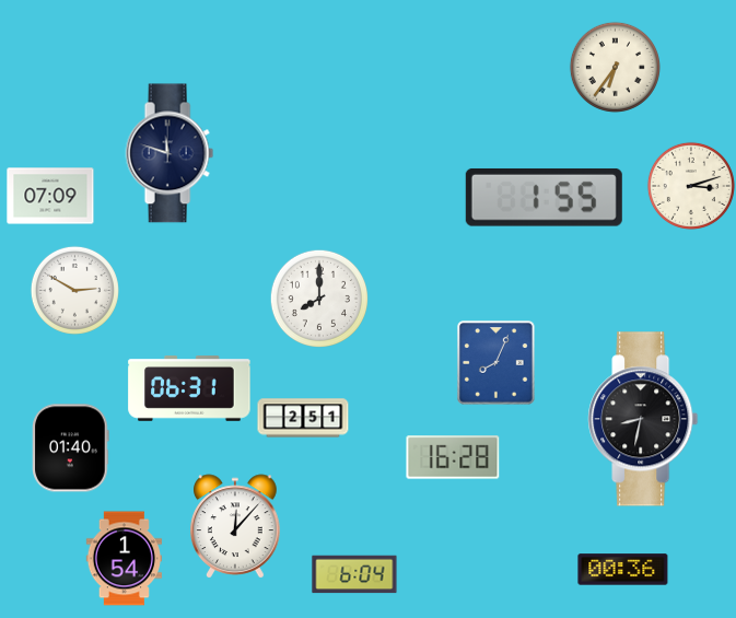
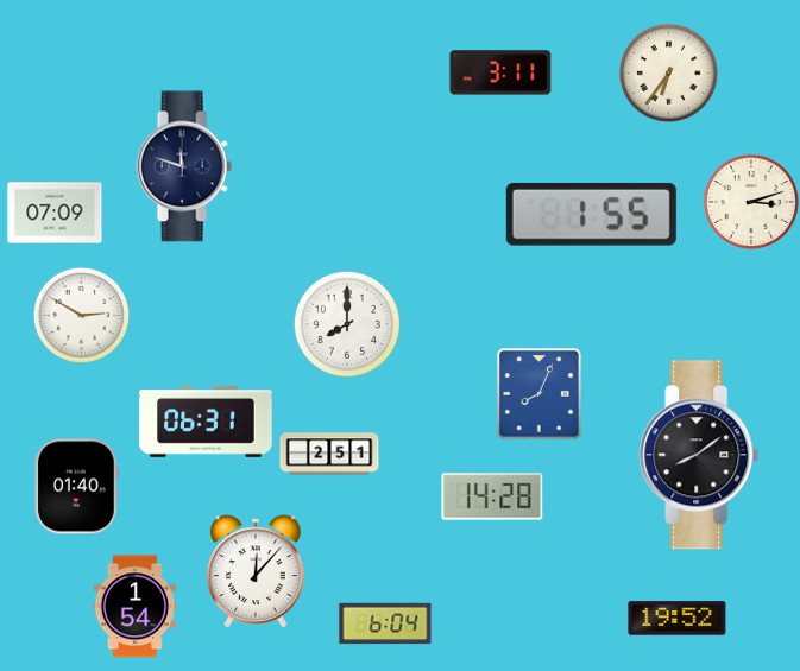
clock at (500, 72): none -> 3:11
clock at (643, 419): 8:32 -> 8:09
clock at (453, 457): 16:28 -> 14:28
clock at (623, 570): 00:36 -> 19:52
